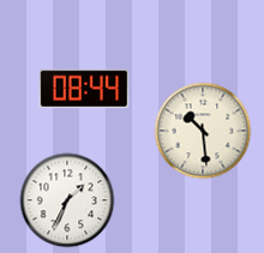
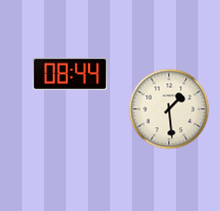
clock at (203, 131): 10:29 -> 1:29
clock at (67, 200): 1:34 -> none
